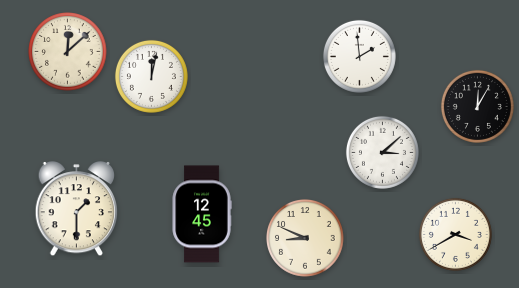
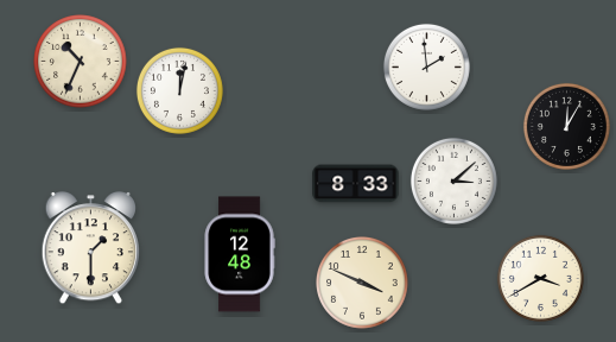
clock at (68, 52): 12:08 -> 10:34
clock at (356, 184): none -> 8:33
clock at (202, 214): 12:45 -> 12:48
clock at (306, 239): 8:49 -> 3:49
